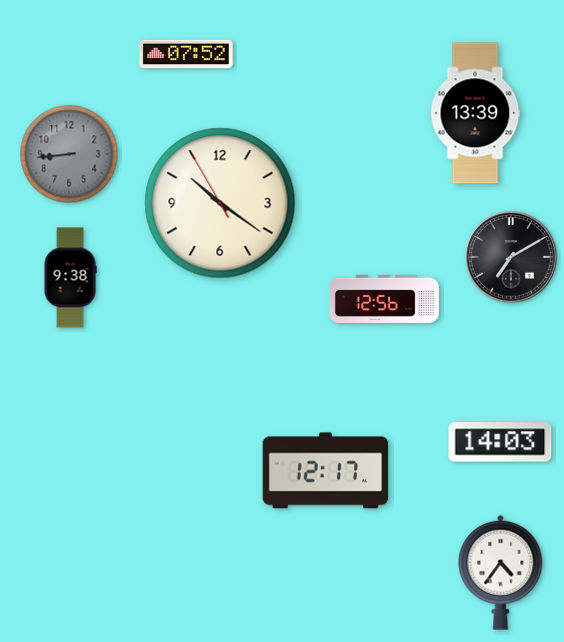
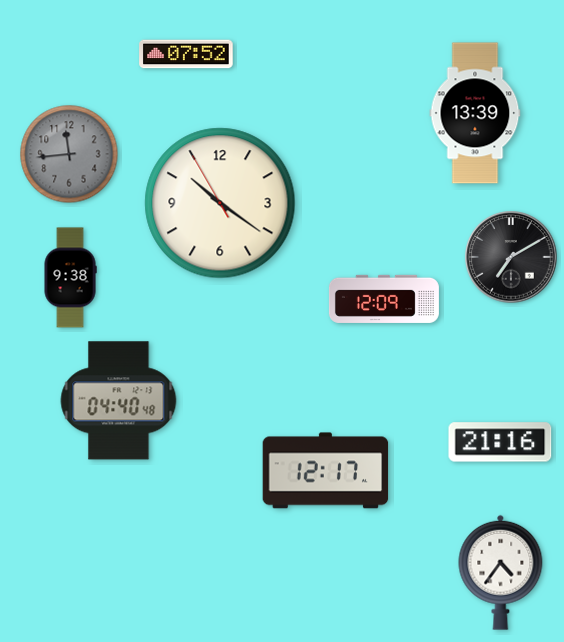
clock at (69, 154): 8:44 -> 11:44
clock at (384, 299): 12:56 -> 12:09
clock at (119, 401): none -> 04:40
clock at (500, 442): 14:03 -> 21:16
